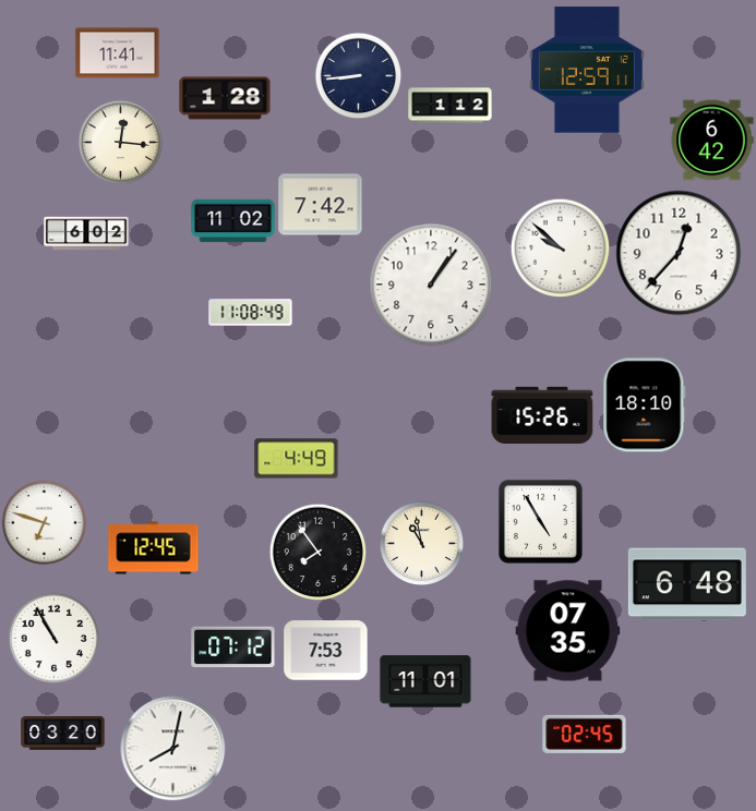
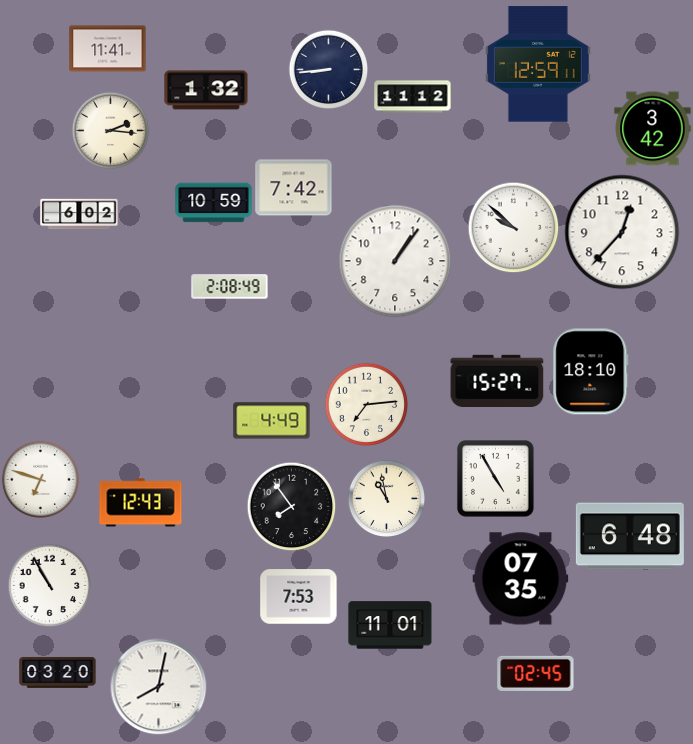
clock at (225, 98): 1:28 -> 1:32
clock at (451, 106): 1:12 -> 11:12
clock at (712, 141): 6:42 -> 3:42
clock at (120, 142): 12:16 -> 2:16
clock at (233, 221): 11:02 -> 10:59
clock at (251, 313): 11:08 -> 2:08
clock at (542, 414): 15:26 -> 15:27
clock at (366, 404): none -> 7:14
clock at (154, 548): 12:45 -> 12:43
clock at (233, 647): 07:12 -> none
